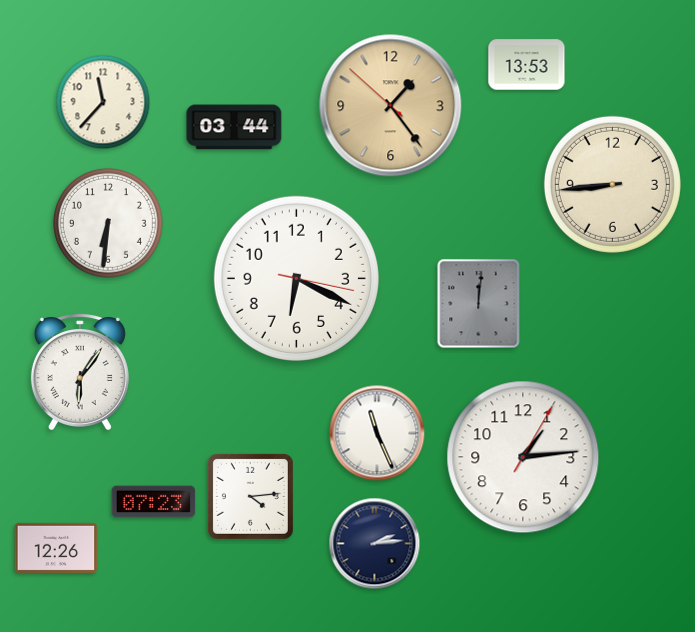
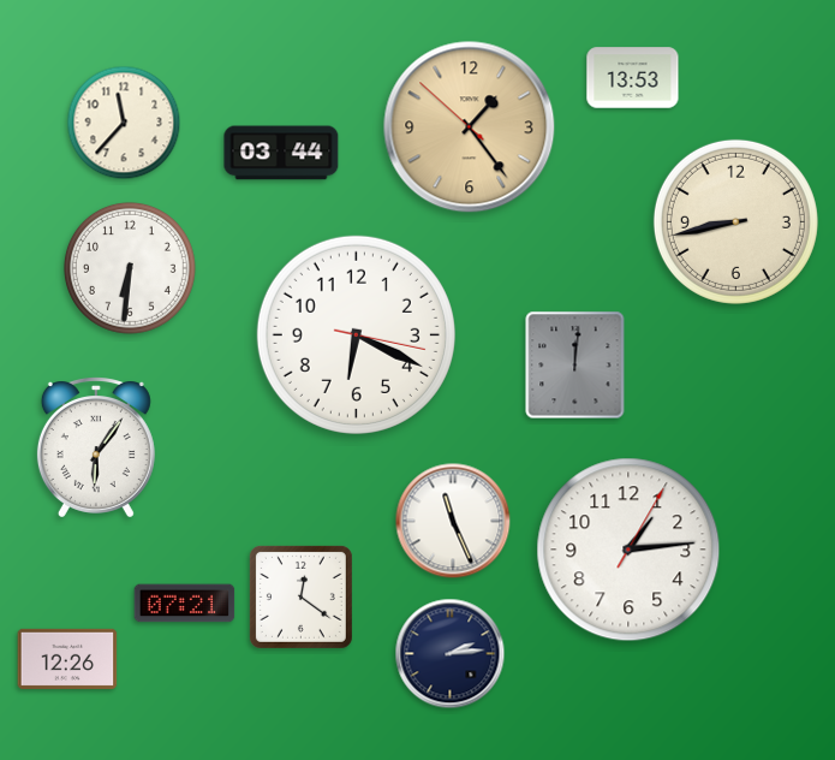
clock at (612, 184): 8:44 -> 8:43
clock at (250, 496): 4:14 -> 12:21
clock at (154, 502): 07:23 -> 07:21
